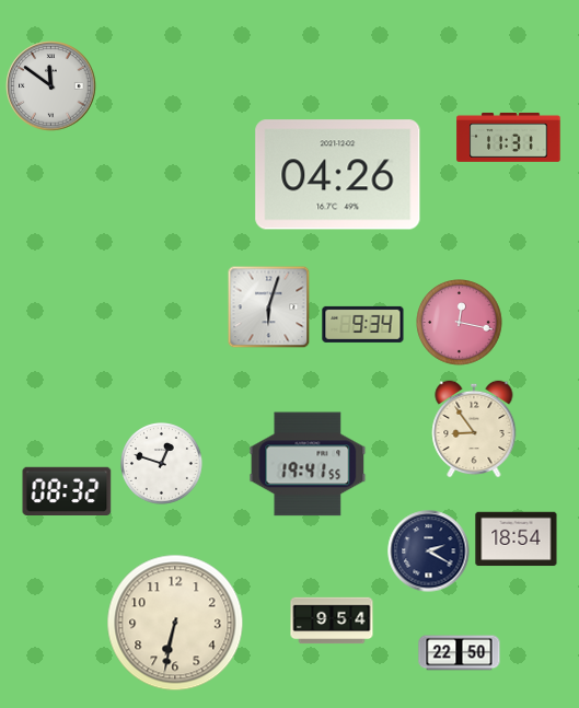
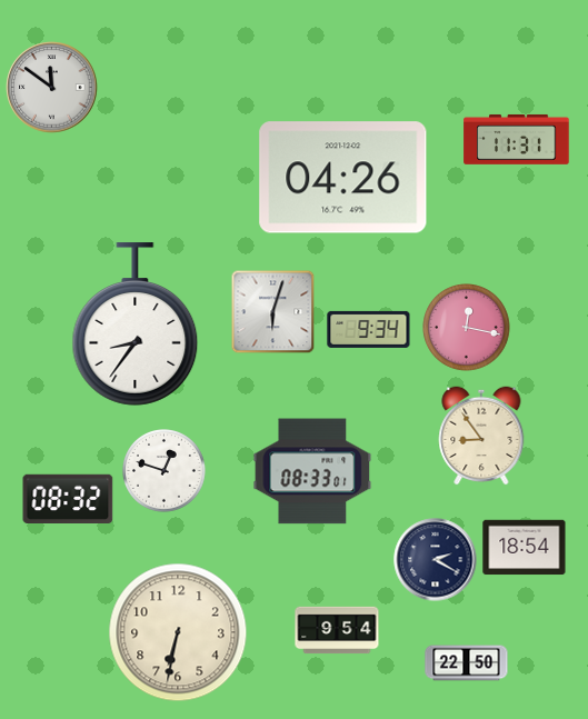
clock at (136, 324): none -> 8:36
clock at (308, 464): 19:41 -> 08:33
